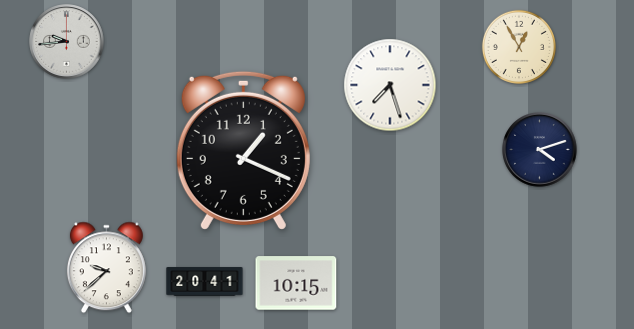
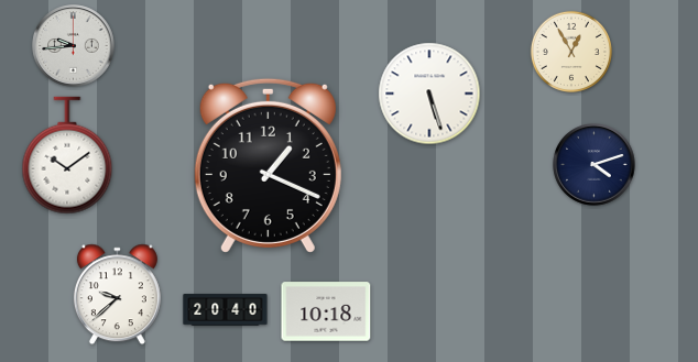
clock at (390, 85): 7:27 -> 5:27
clock at (67, 155): none -> 10:09
clock at (205, 282): 20:41 -> 20:40
clock at (296, 283): 10:15 -> 10:18
